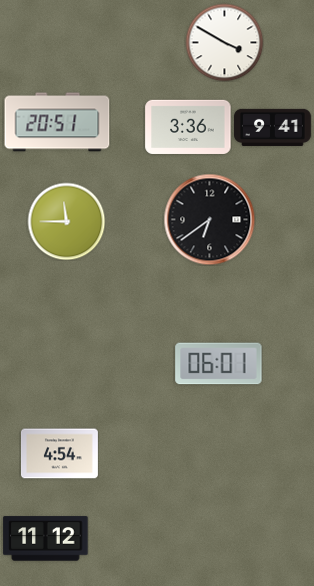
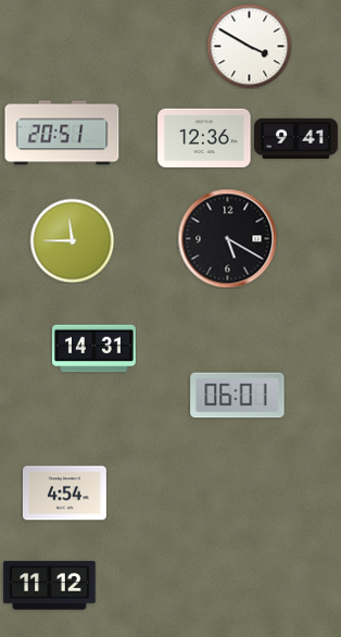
clock at (224, 42) position: (224, 42) -> (249, 46)
clock at (188, 127): 3:36 -> 12:36
clock at (209, 219): 6:39 -> 5:20
clock at (93, 349): none -> 14:31
